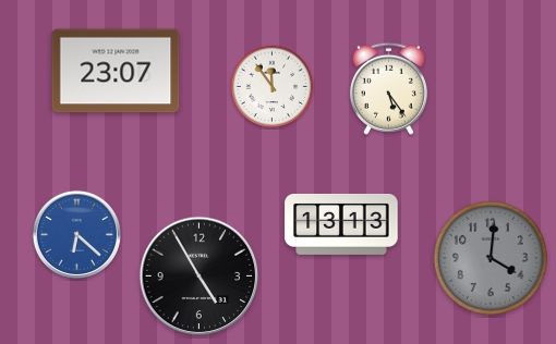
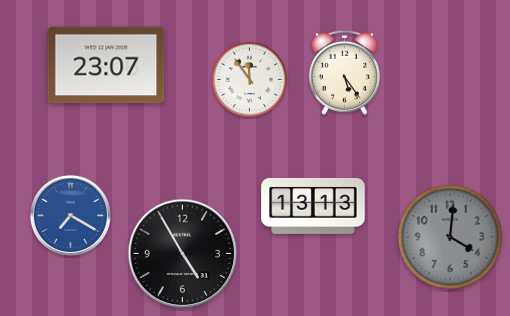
clock at (388, 88) position: (388, 88) -> (344, 72)
clock at (76, 234): 6:22 -> 7:20
